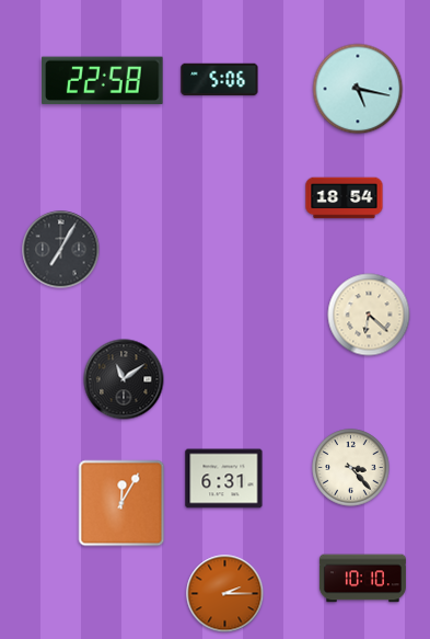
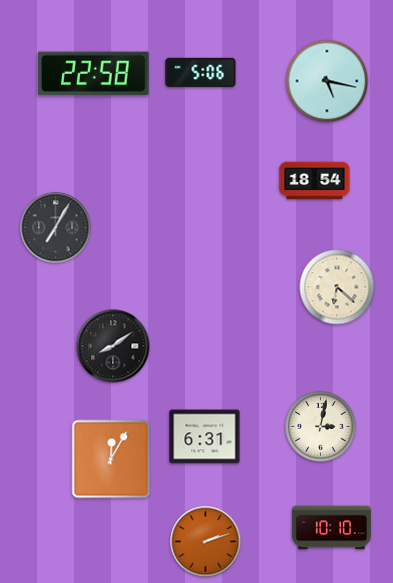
clock at (124, 379): 11:09 -> 8:09
clock at (351, 468): 3:23 -> 3:02
clock at (225, 594): 2:15 -> 2:12
